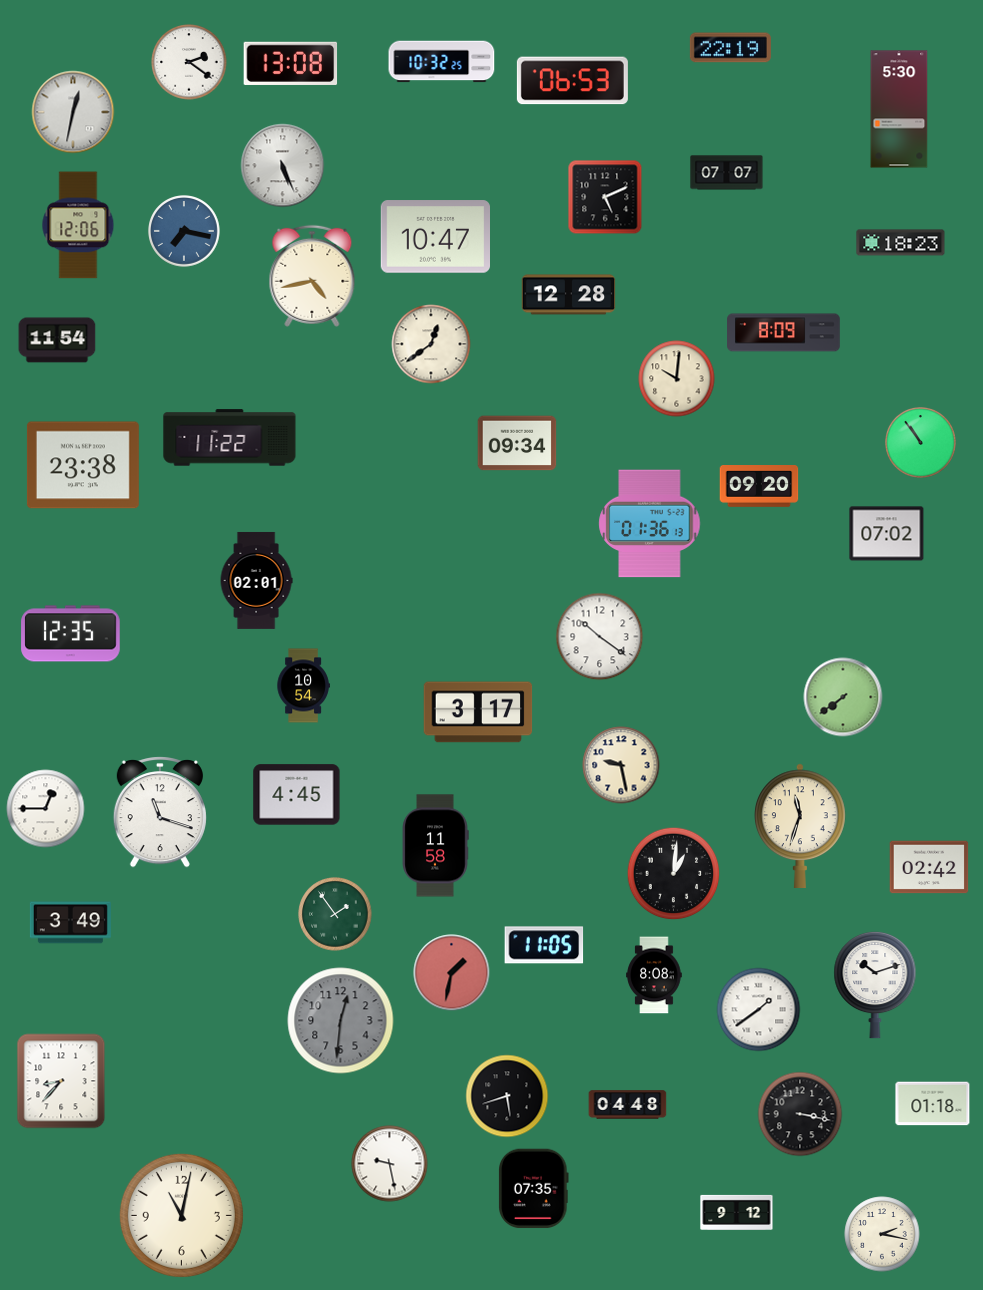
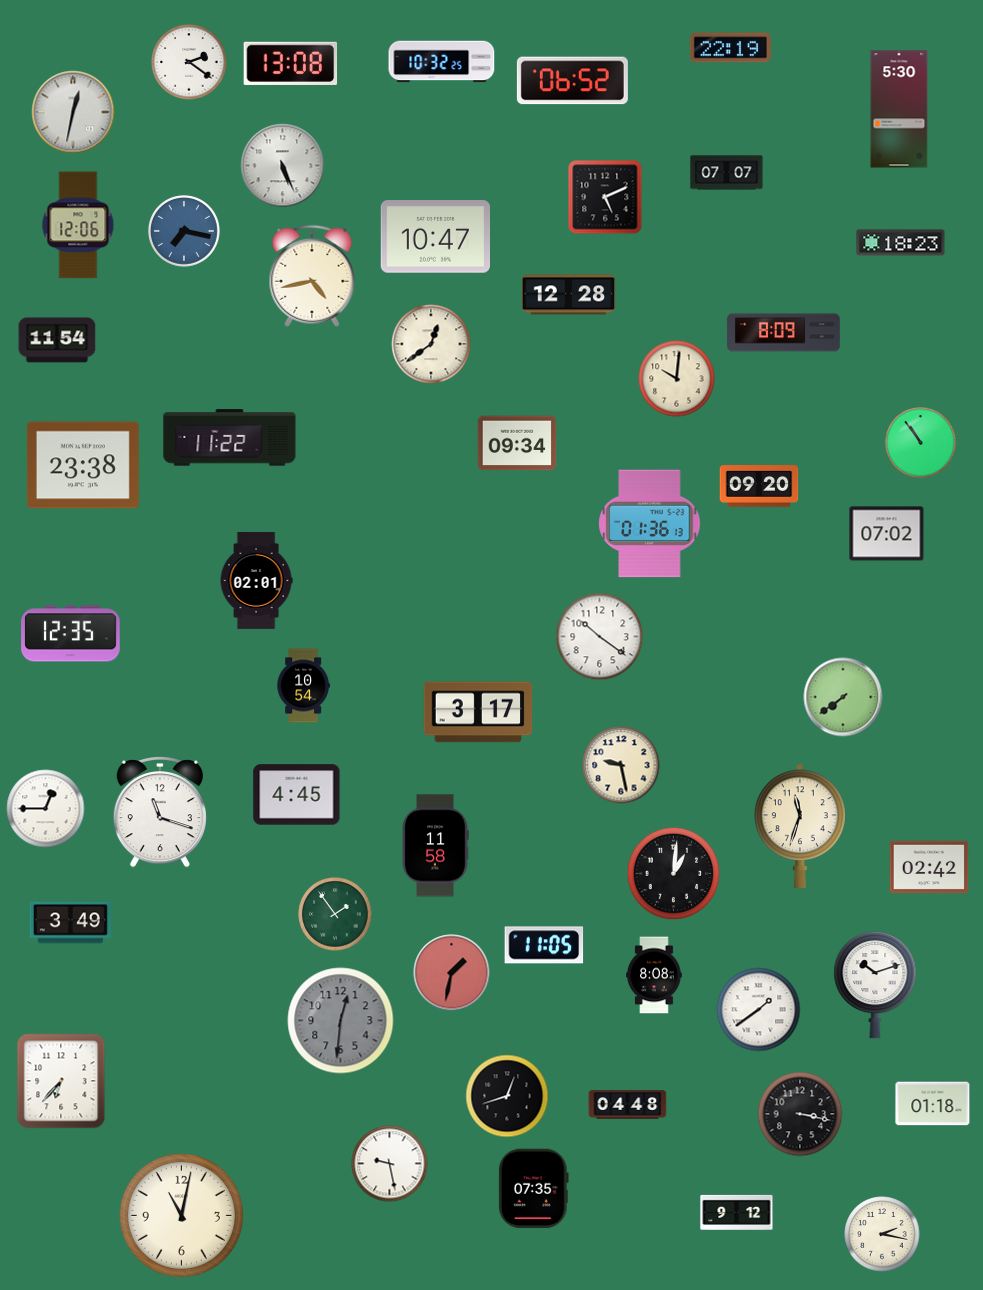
clock at (572, 81): 06:53 -> 06:52
clock at (61, 1081): 8:37 -> 6:37
clock at (507, 1096): 5:42 -> 12:42
